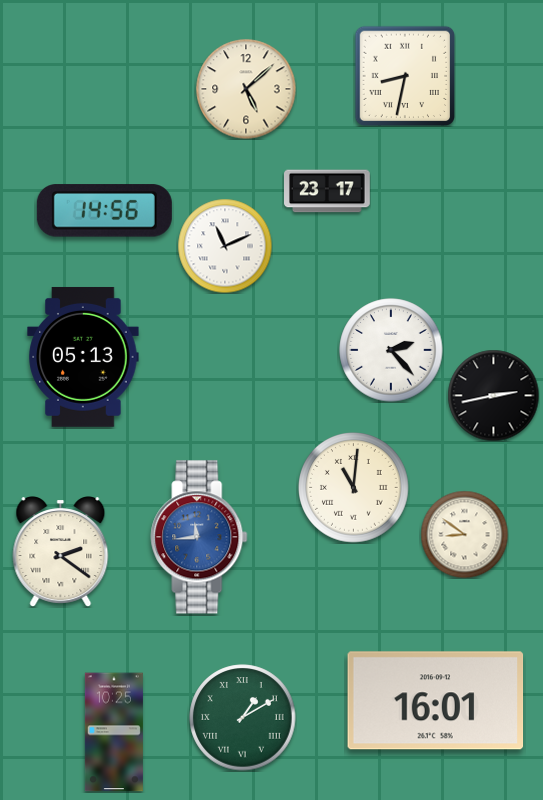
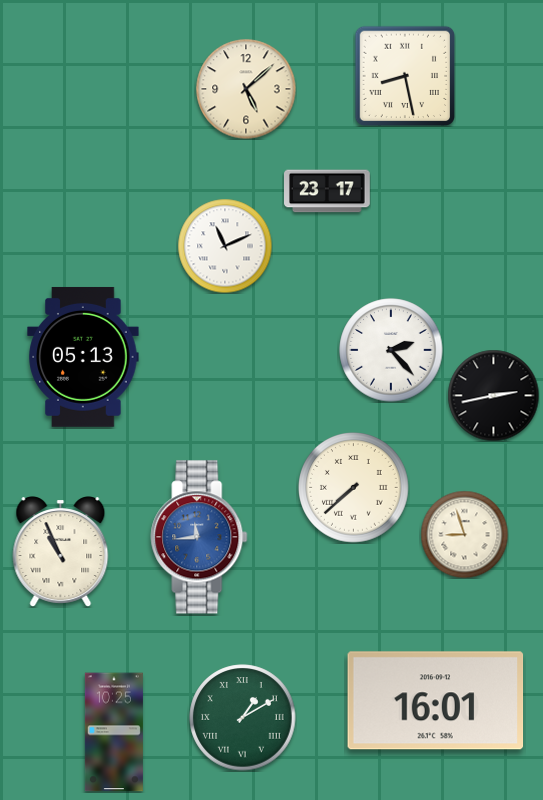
clock at (405, 76): 8:32 -> 8:28
clock at (104, 211): 14:56 -> none
clock at (354, 488): 11:01 -> 7:38
clock at (464, 534): 8:51 -> 8:57
clock at (61, 552): 2:21 -> 10:56
